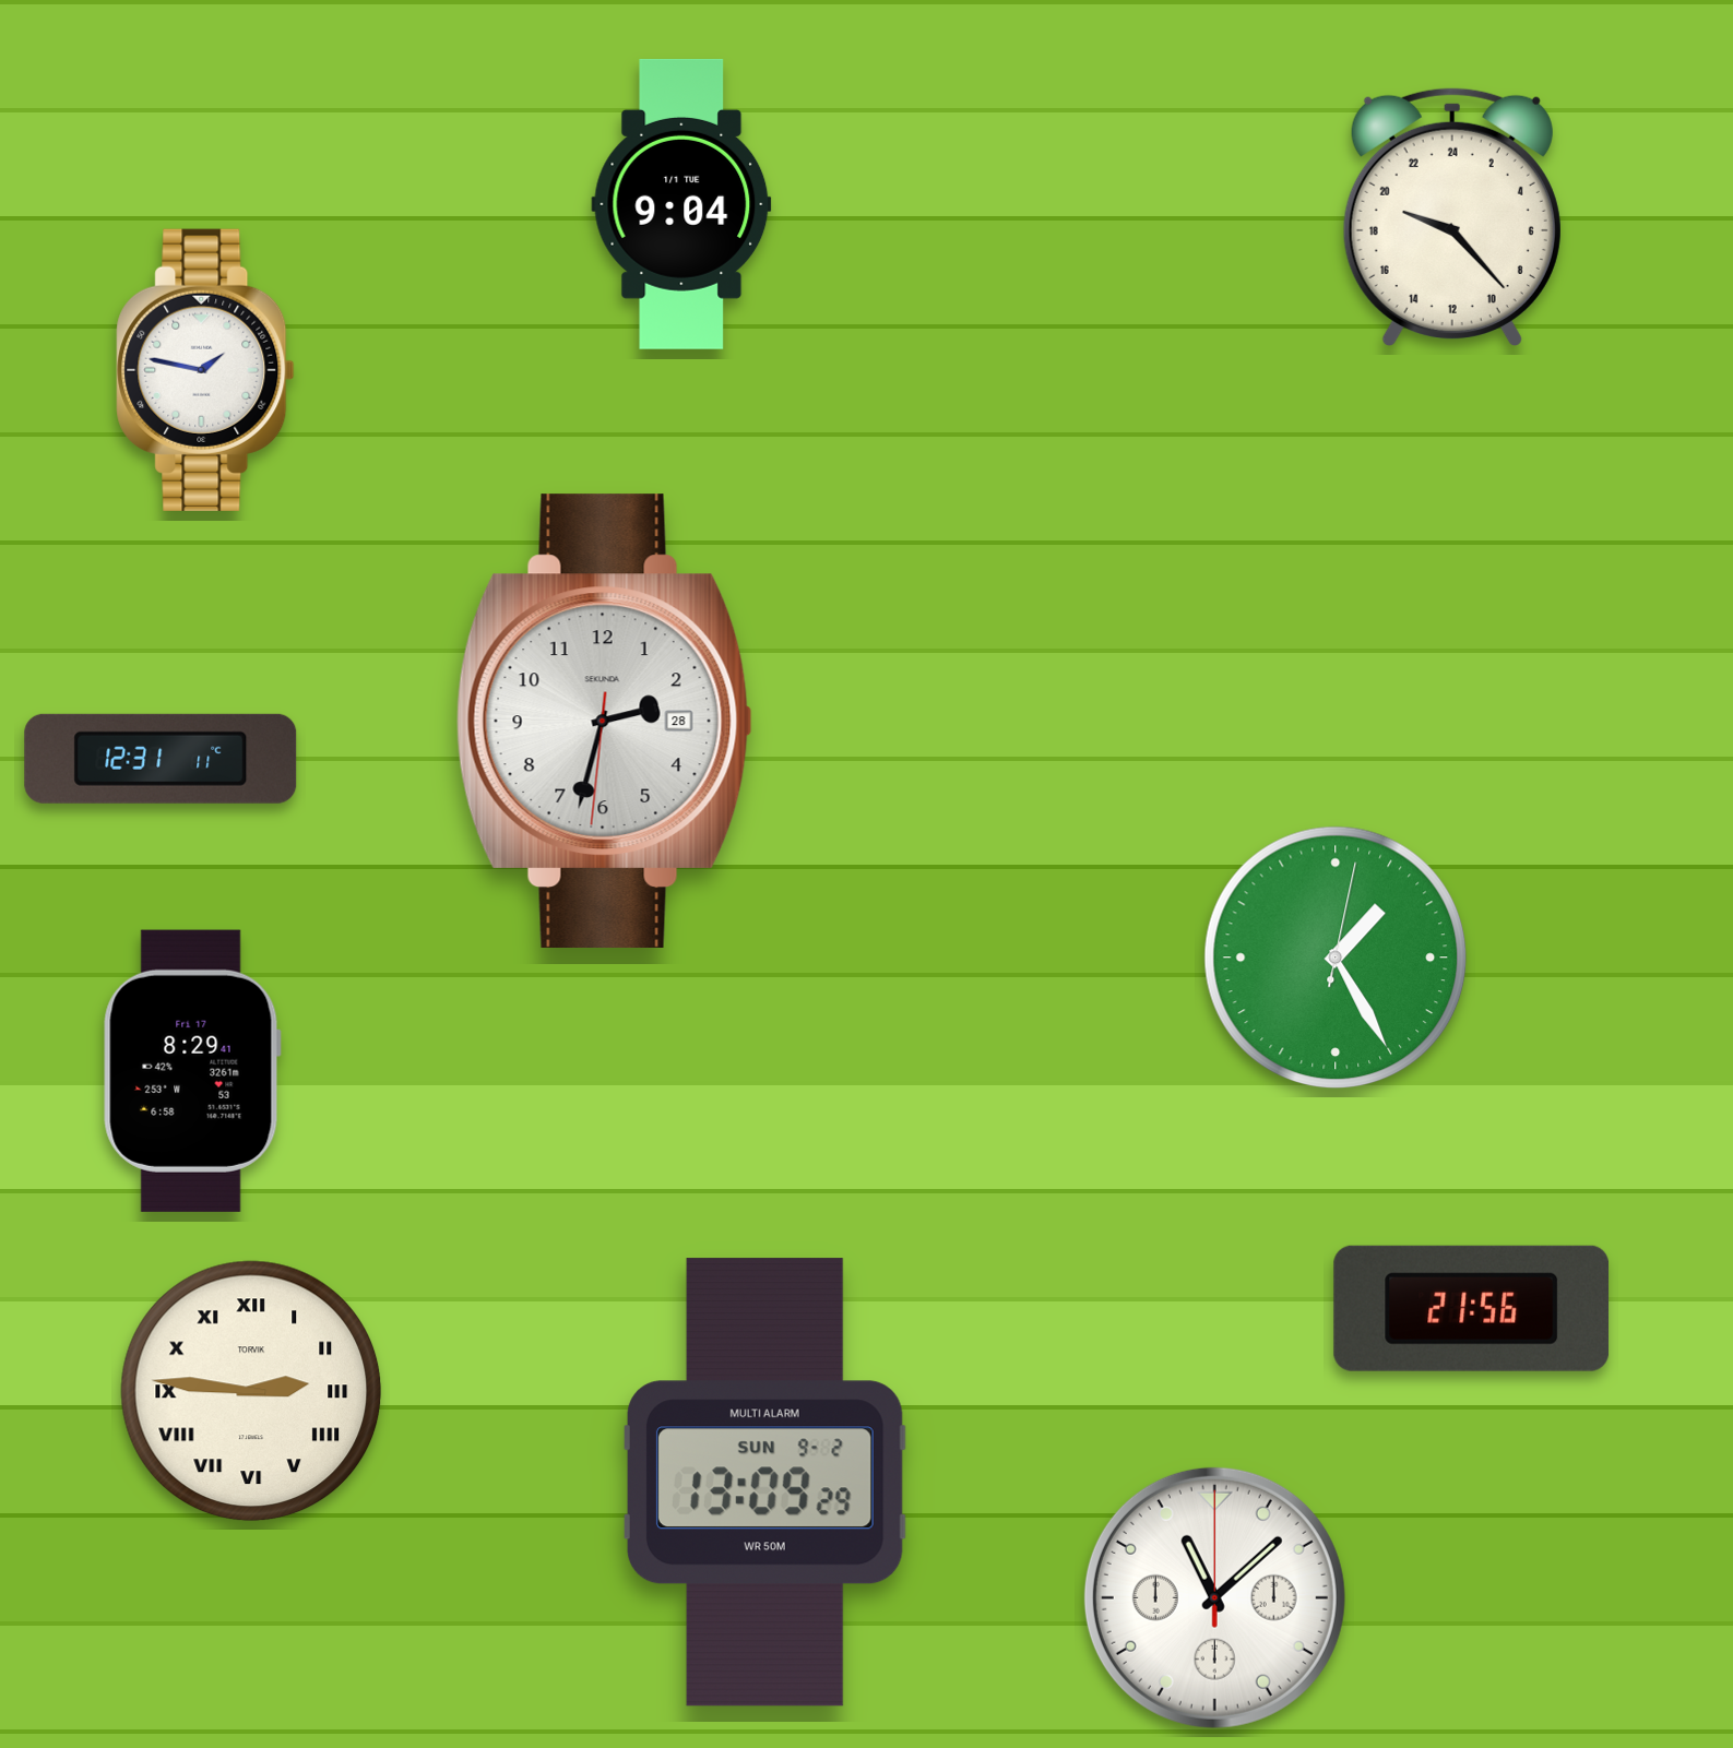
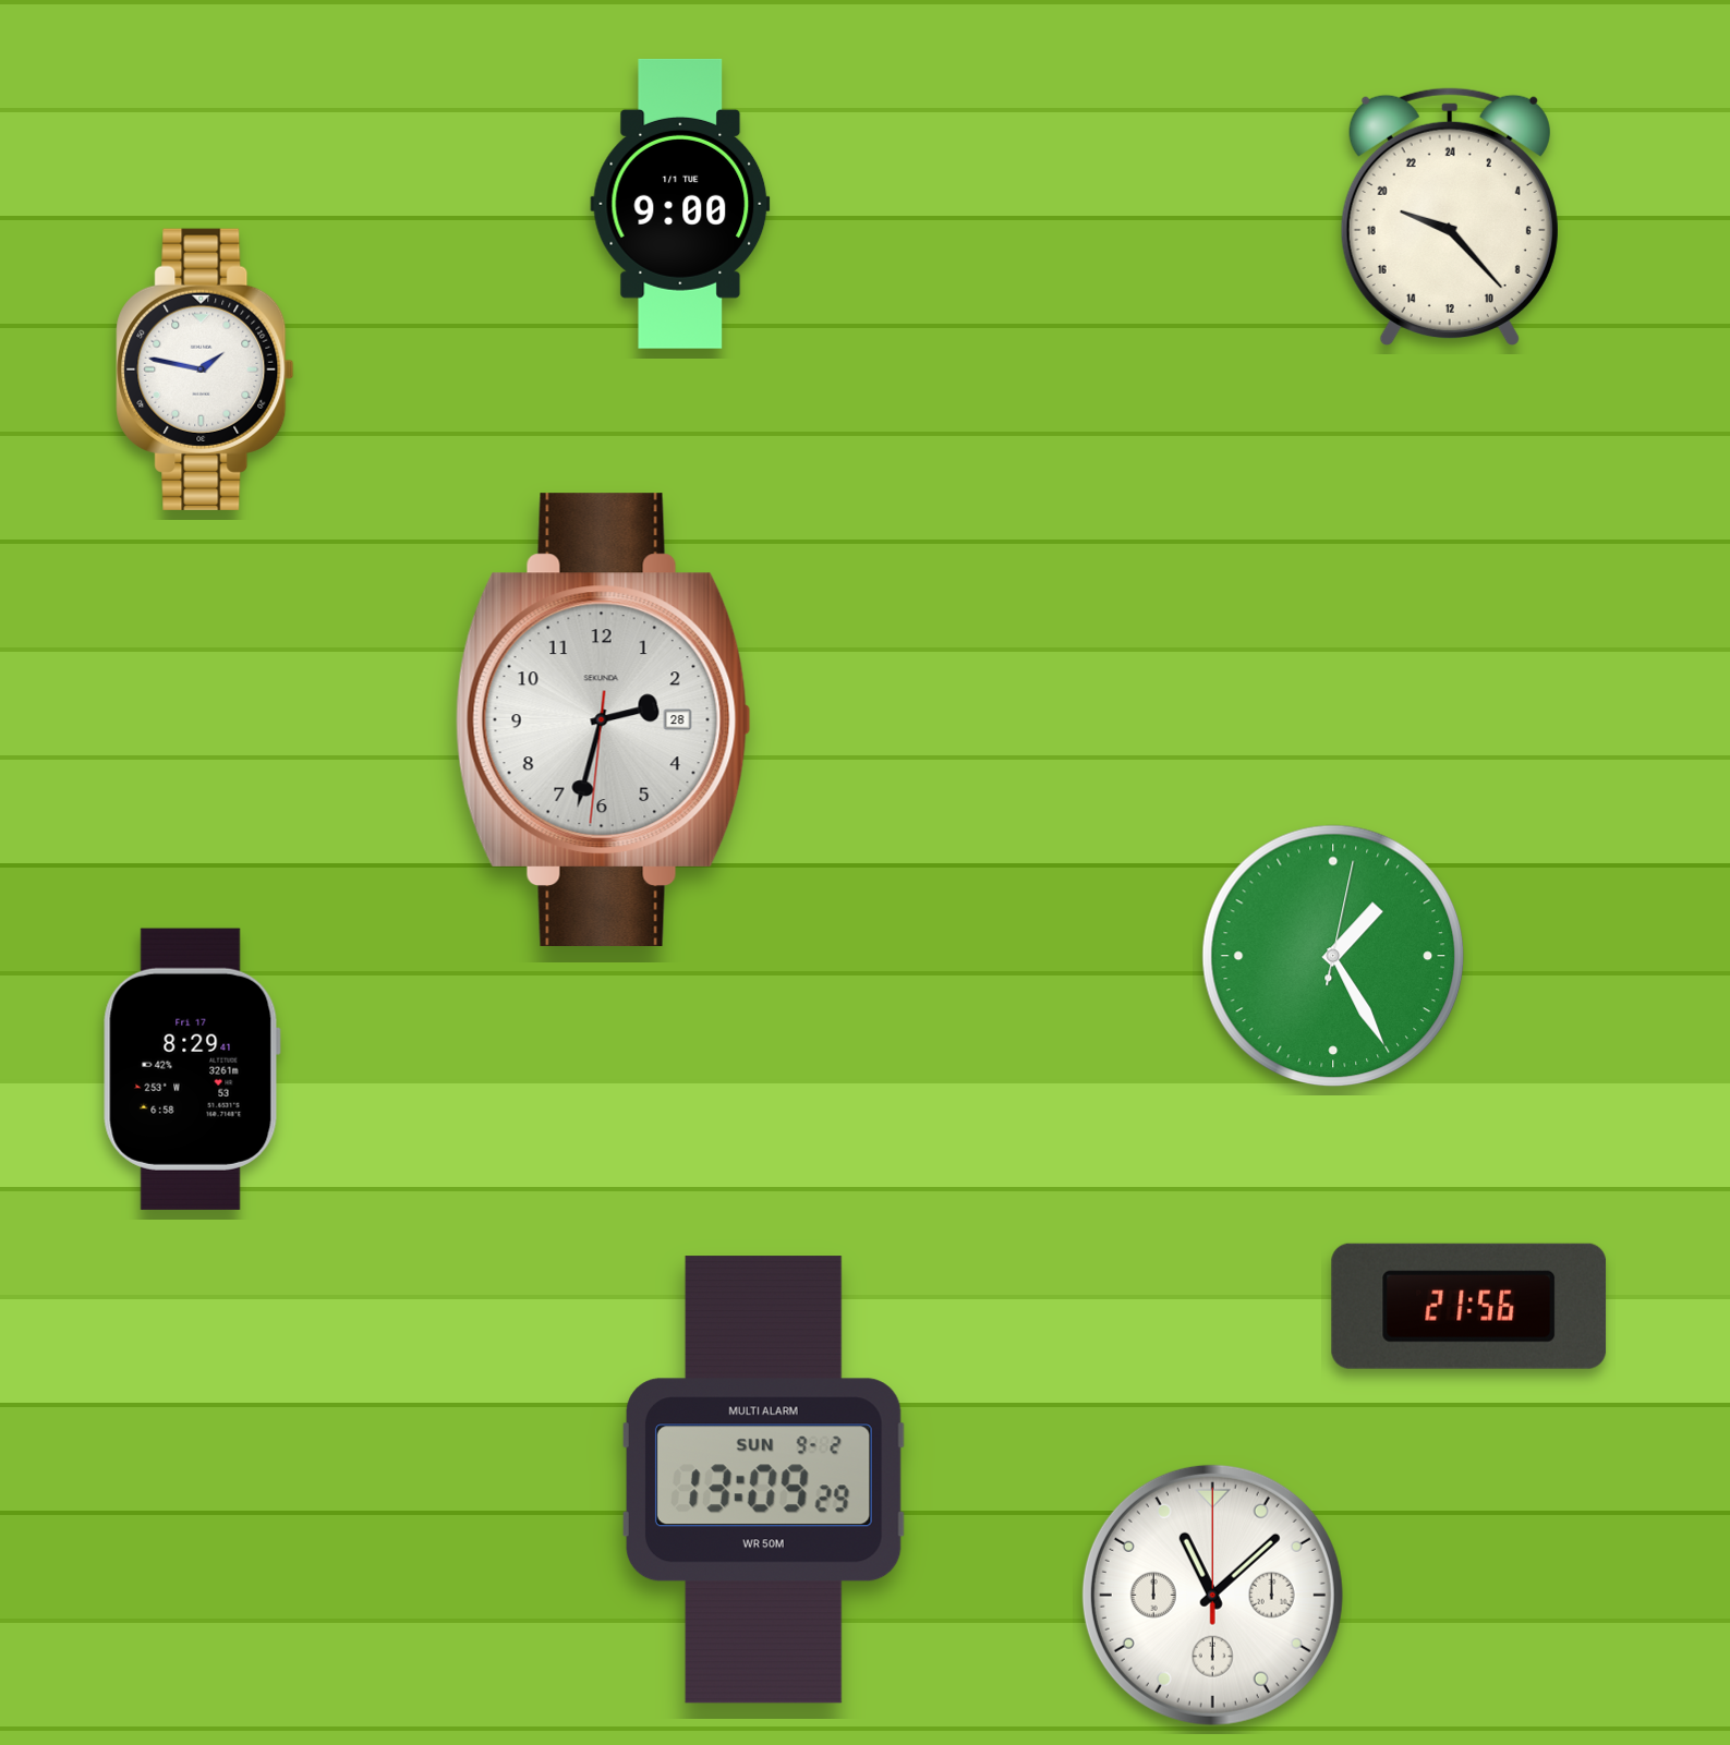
clock at (681, 204): 9:04 -> 9:00
clock at (161, 759): 12:31 -> none
clock at (251, 1391): 2:46 -> none
